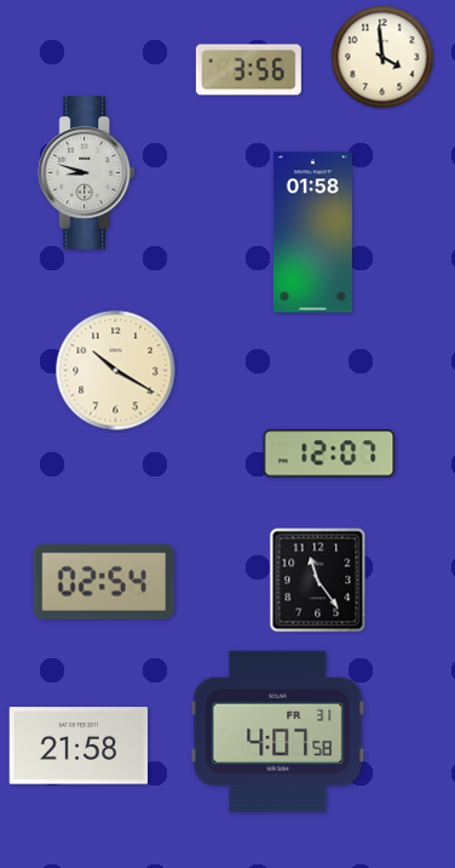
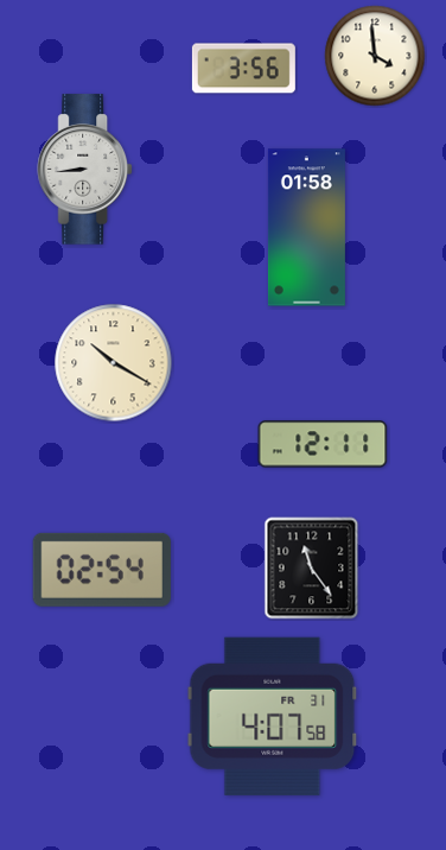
clock at (86, 173): 8:48 -> 8:44
clock at (329, 453): 12:07 -> 12:11
clock at (79, 746): 21:58 -> none
